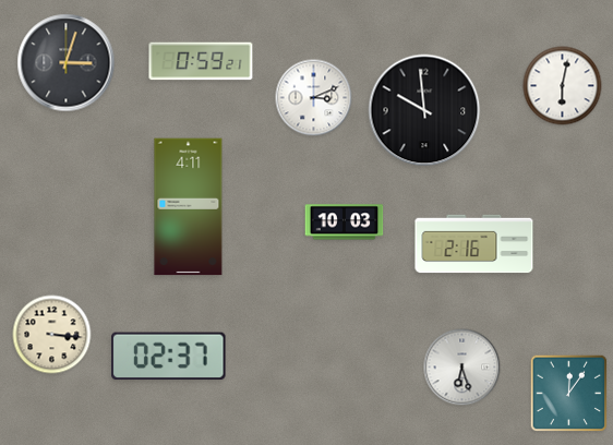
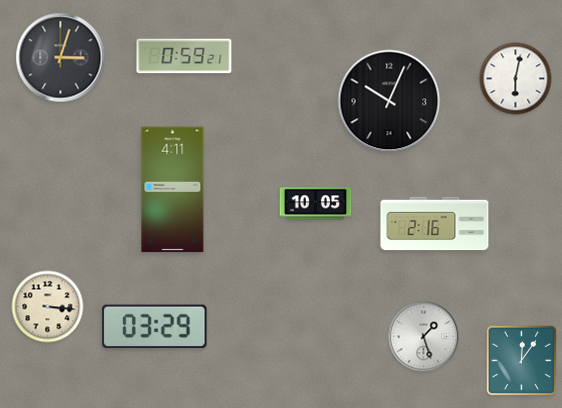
clock at (314, 98): 3:11 -> none
clock at (424, 110): 9:59 -> 10:04
clock at (345, 222): 10:03 -> 10:05
clock at (169, 357): 02:37 -> 03:29
clock at (462, 368): 6:27 -> 1:27
